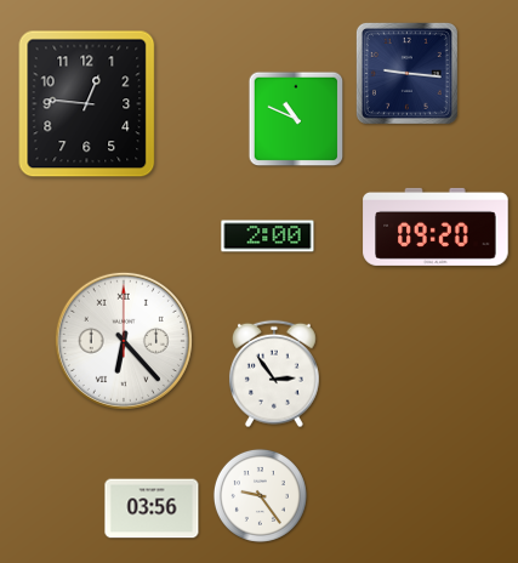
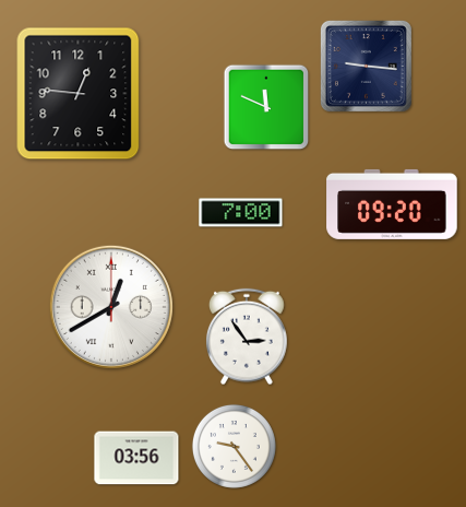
clock at (296, 119): 10:49 -> 11:49
clock at (268, 237): 2:00 -> 7:00
clock at (124, 341): 6:23 -> 12:40
